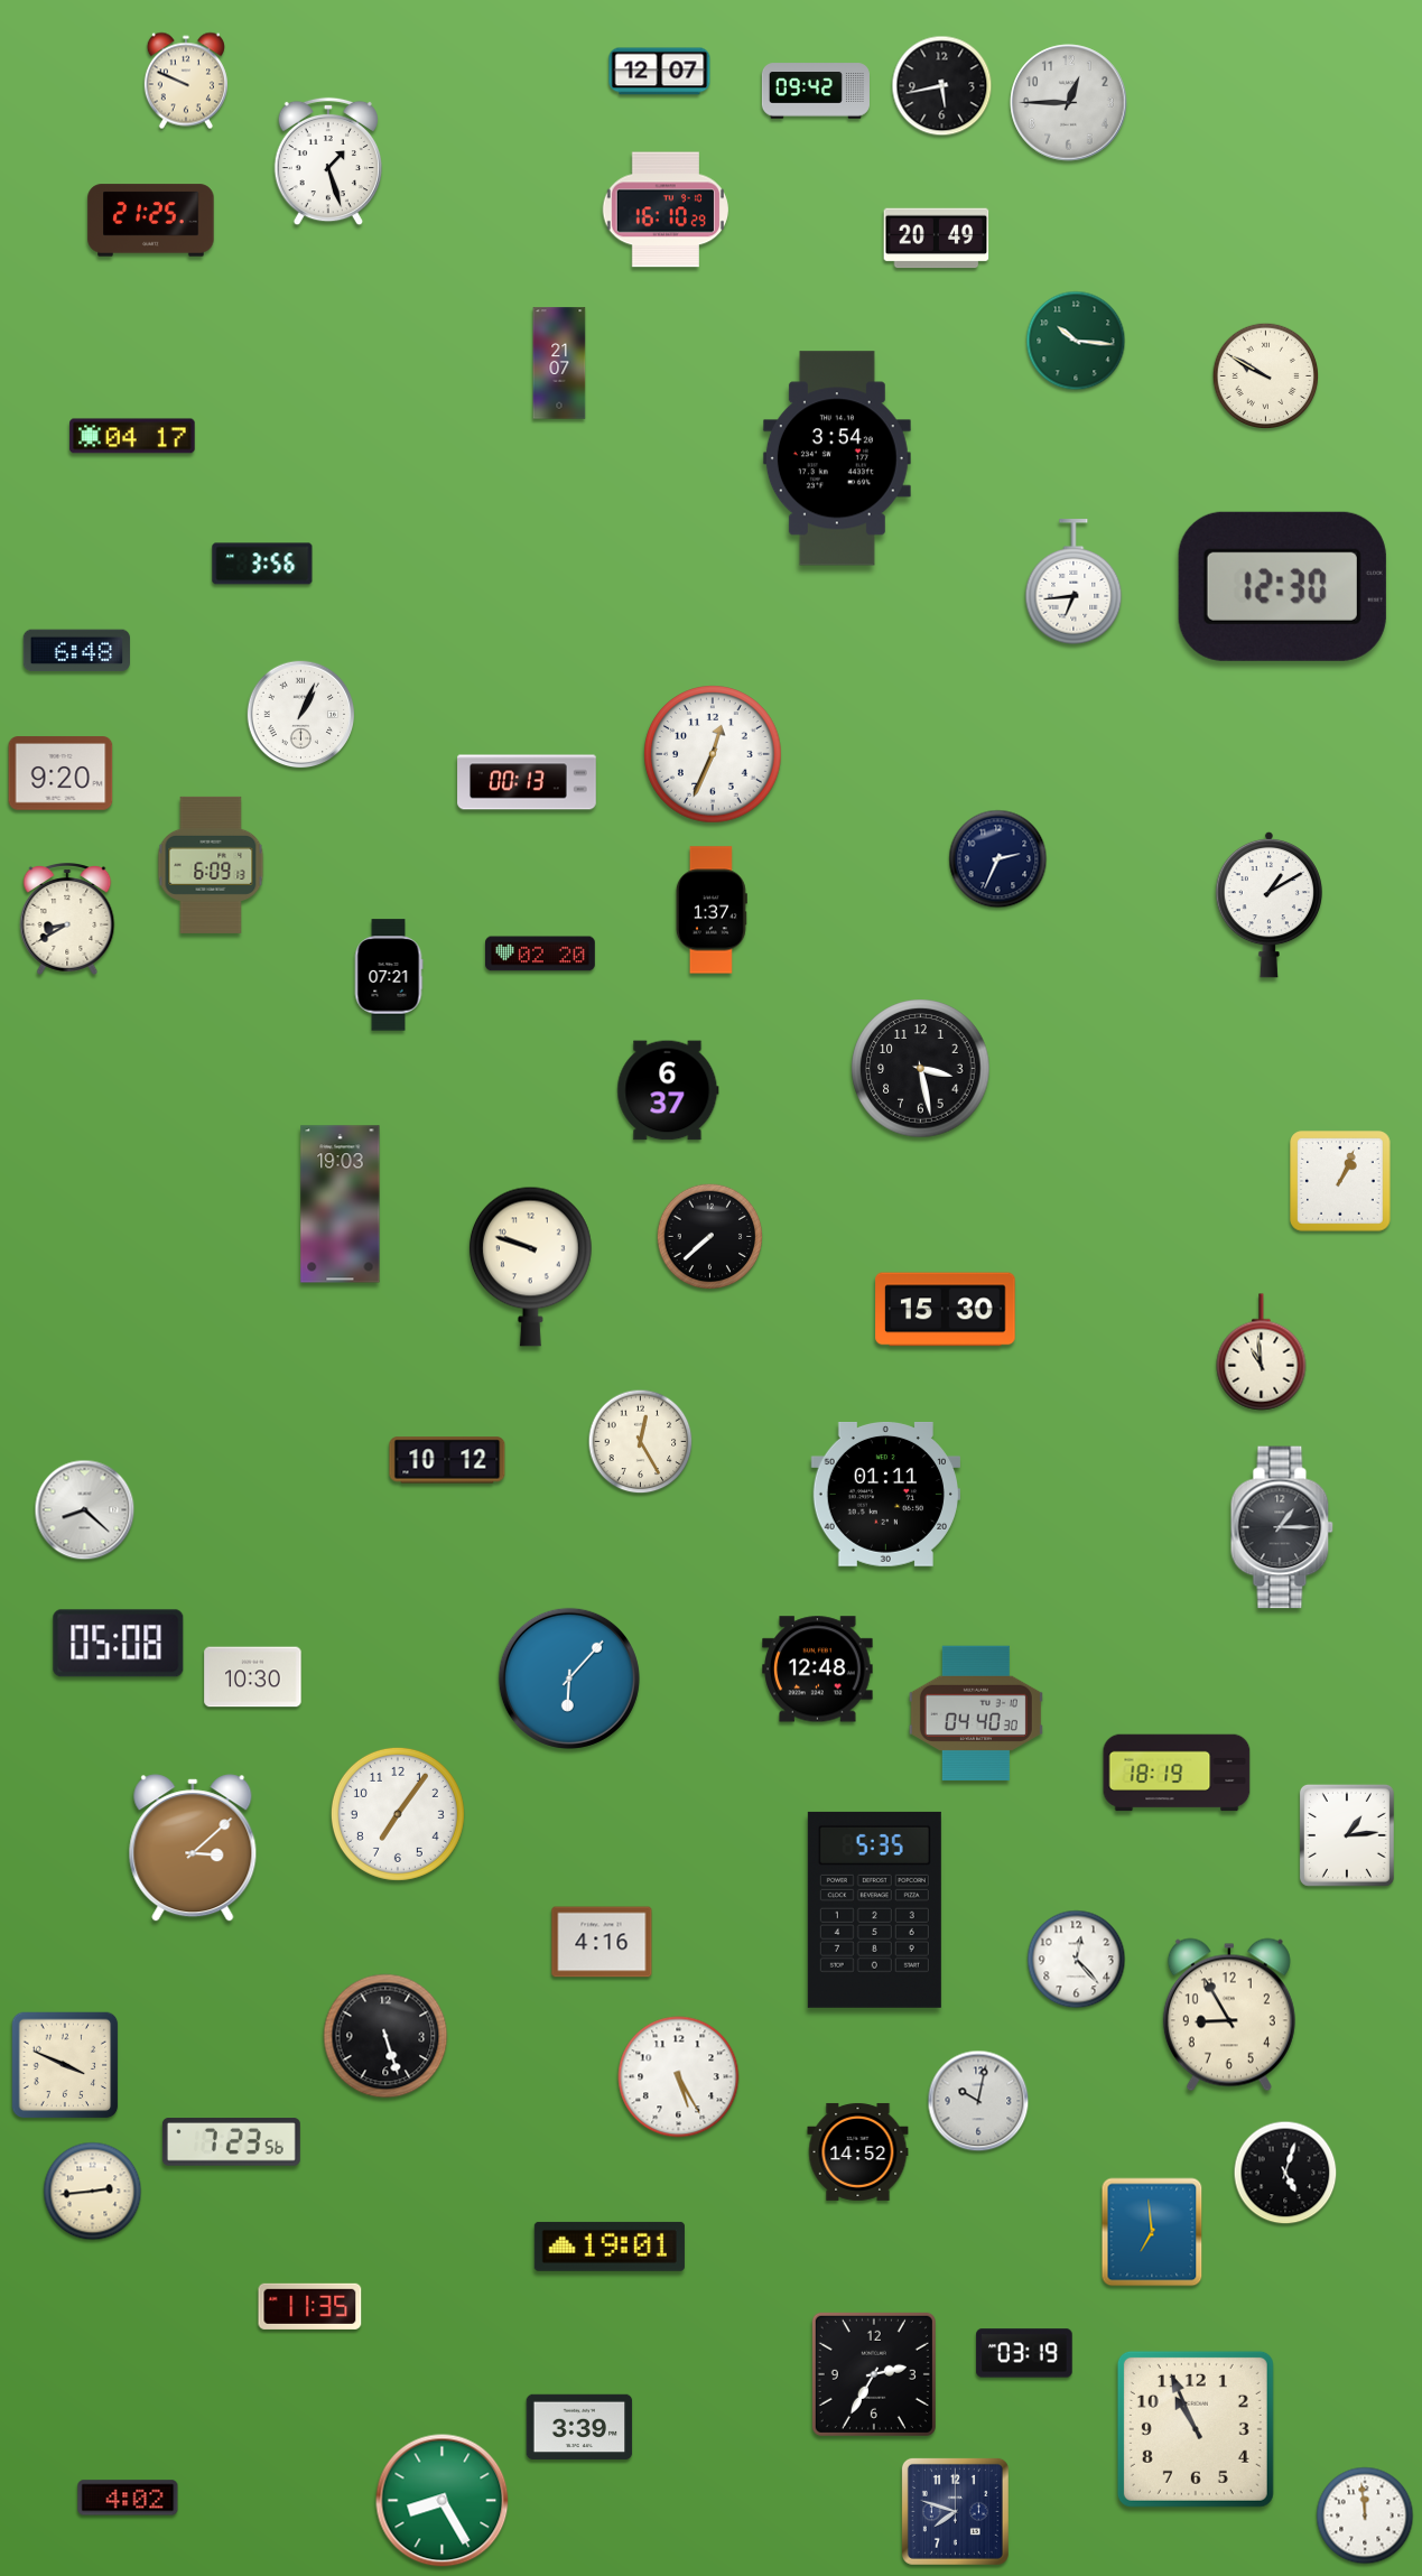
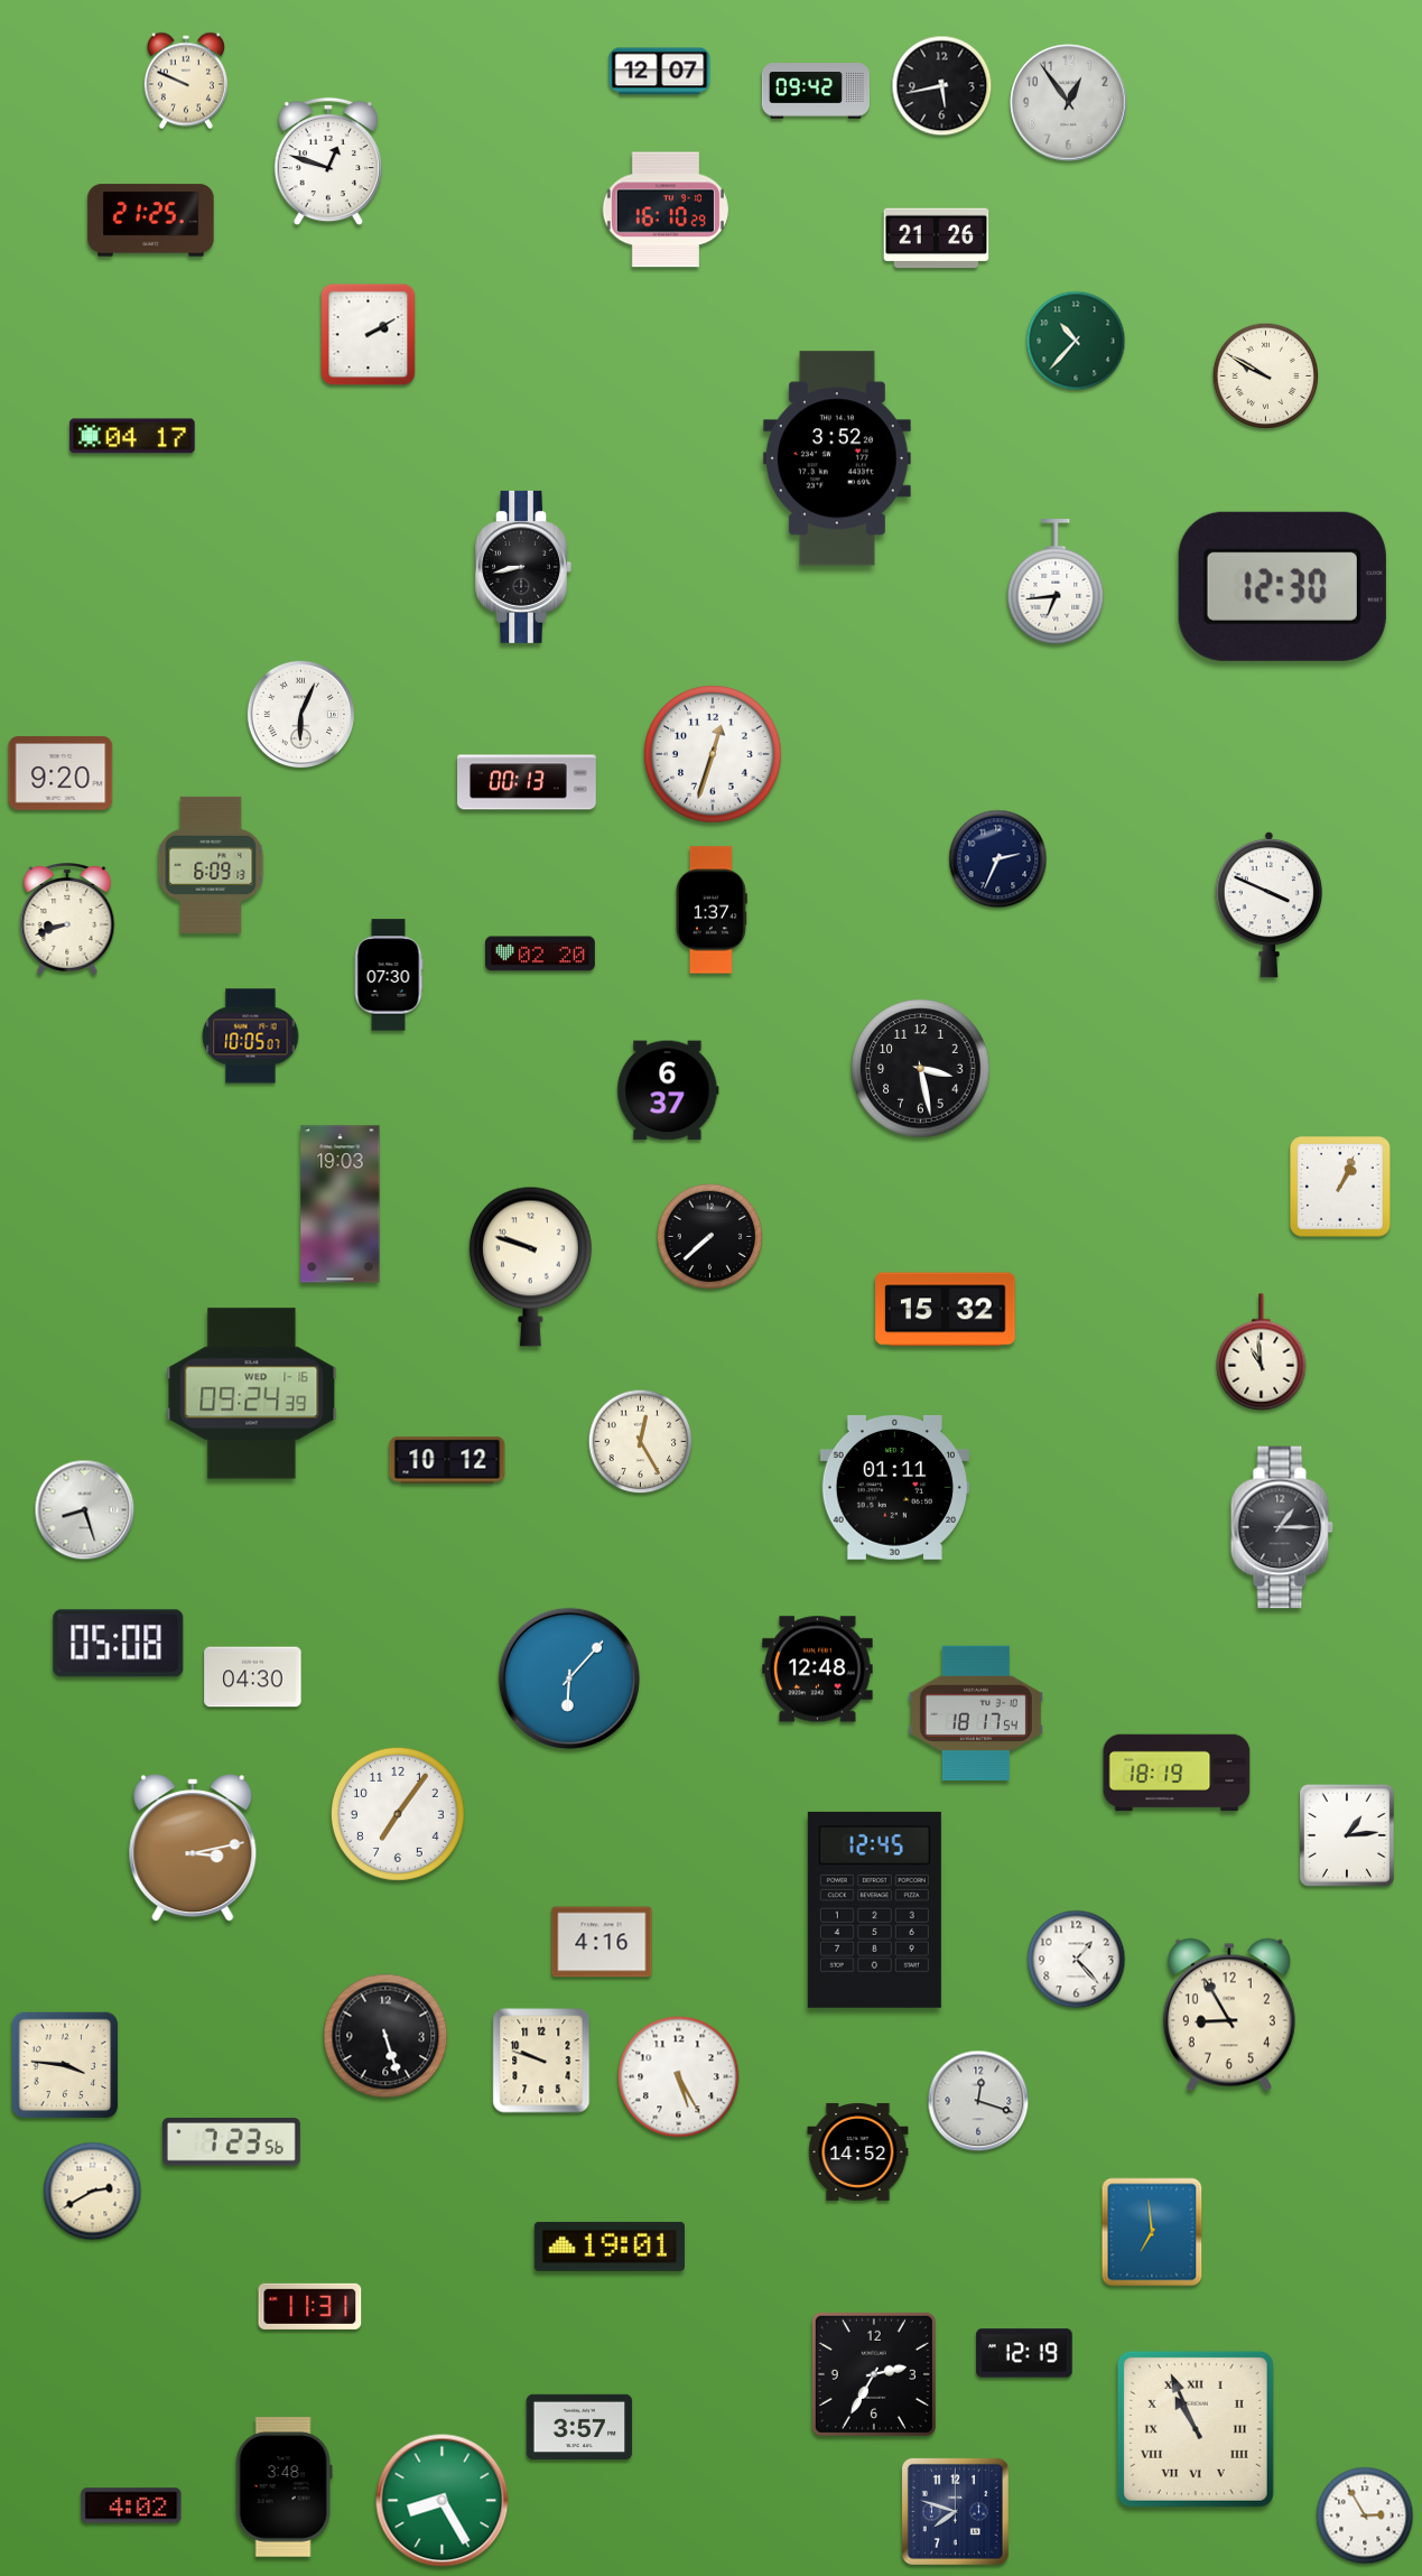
clock at (1069, 103): 12:45 -> 12:54
clock at (327, 161): 1:27 -> 12:48
clock at (937, 239): 20:49 -> 21:26
clock at (369, 335): none -> 2:10
clock at (1076, 341): 10:16 -> 10:37
clock at (559, 363): 21:07 -> none
clock at (837, 458): 3:54 -> 3:52
clock at (262, 564): 3:56 -> none
clock at (523, 567): none -> 8:43
clock at (1074, 583) position: (1074, 583) -> (1056, 583)
clock at (76, 651): 6:48 -> none
clock at (301, 715): 1:04 -> 6:04
clock at (713, 754): 12:34 -> 12:33
clock at (1268, 904): 1:10 -> 3:49
clock at (67, 920): 8:40 -> 8:42
clock at (389, 975): 07:21 -> 07:30
clock at (251, 1036): none -> 10:05
clock at (1340, 1181) position: (1340, 1181) -> (1340, 1187)
clock at (946, 1310): 15:30 -> 15:32
clock at (252, 1394): none -> 09:24
clock at (885, 1495) position: (885, 1495) -> (894, 1488)
clock at (85, 1510): 8:22 -> 8:27
clock at (253, 1677): 10:30 -> 04:30
clock at (976, 1713): 04:40 -> 18:17
clock at (193, 1848): 3:08 -> 3:13
clock at (874, 1909): 5:35 -> 12:45
clock at (1077, 1960): 12:23 -> 1:23
clock at (541, 2061): none -> 9:48
clock at (65, 2065): 3:49 -> 3:46
clock at (978, 2101): 10:02 -> 12:18
clock at (1285, 2173): 5:03 -> none
clock at (93, 2192): 2:44 -> 2:40
clock at (310, 2306): 11:35 -> 11:31
clock at (1024, 2353): 03:19 -> 12:19
clock at (579, 2427): 3:39 -> 3:57
clock at (1196, 2429) numerals: Arabic -> Roman
clock at (284, 2487): none -> 3:48
clock at (128, 2498) position: (128, 2498) -> (131, 2505)
clock at (1365, 2515): 11:59 -> 2:55
